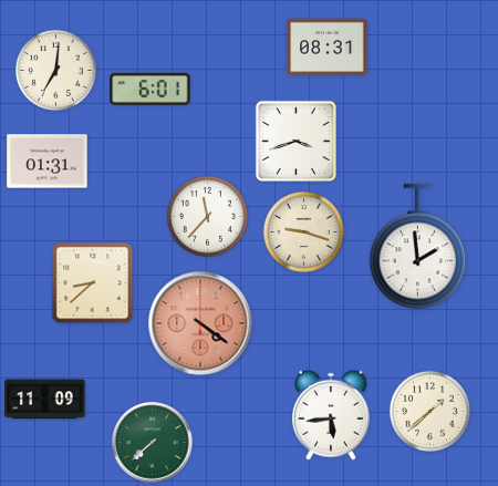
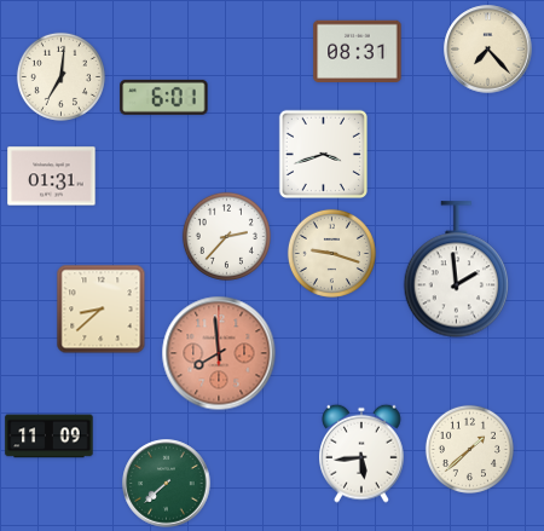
clock at (488, 50): none -> 7:23
clock at (207, 216): 11:37 -> 2:37
clock at (200, 323): 4:21 -> 7:59
